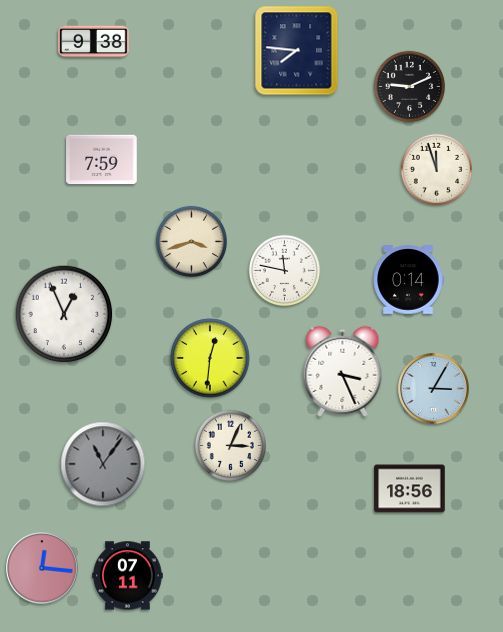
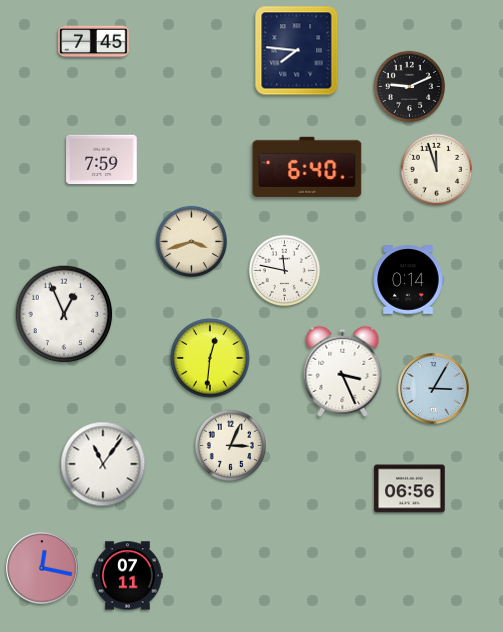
clock at (94, 42): 9:38 -> 7:45
clock at (307, 167): none -> 6:40
clock at (103, 464) dial: grey -> white
clock at (410, 489): 18:56 -> 06:56
clock at (42, 568): 12:16 -> 12:17
